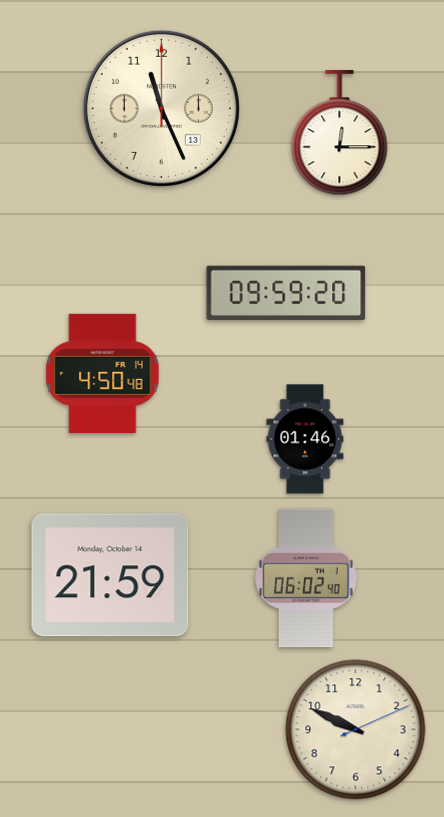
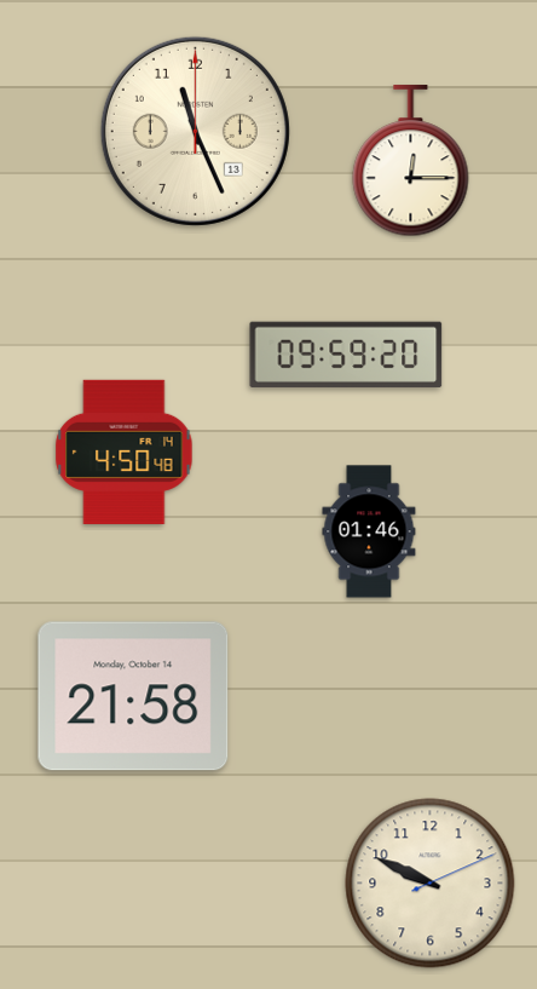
clock at (110, 575): 21:59 -> 21:58
clock at (306, 578): 06:02 -> none
